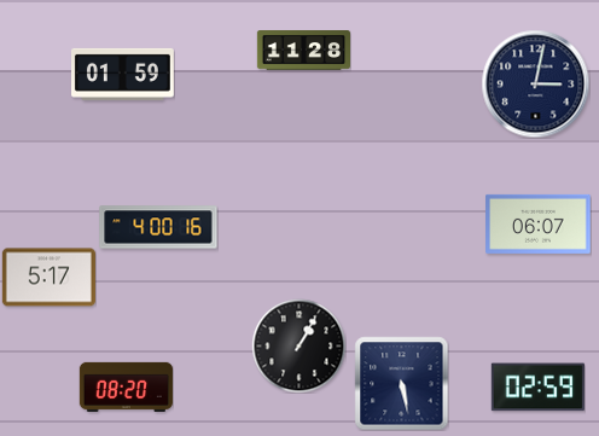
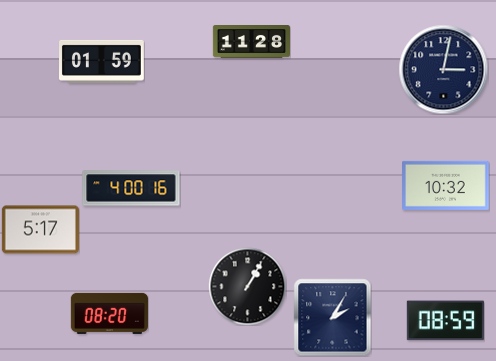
clock at (539, 223): 06:07 -> 10:32
clock at (401, 383): 5:28 -> 2:05
clock at (126, 386) position: (126, 386) -> (109, 313)
clock at (537, 388): 02:59 -> 08:59
